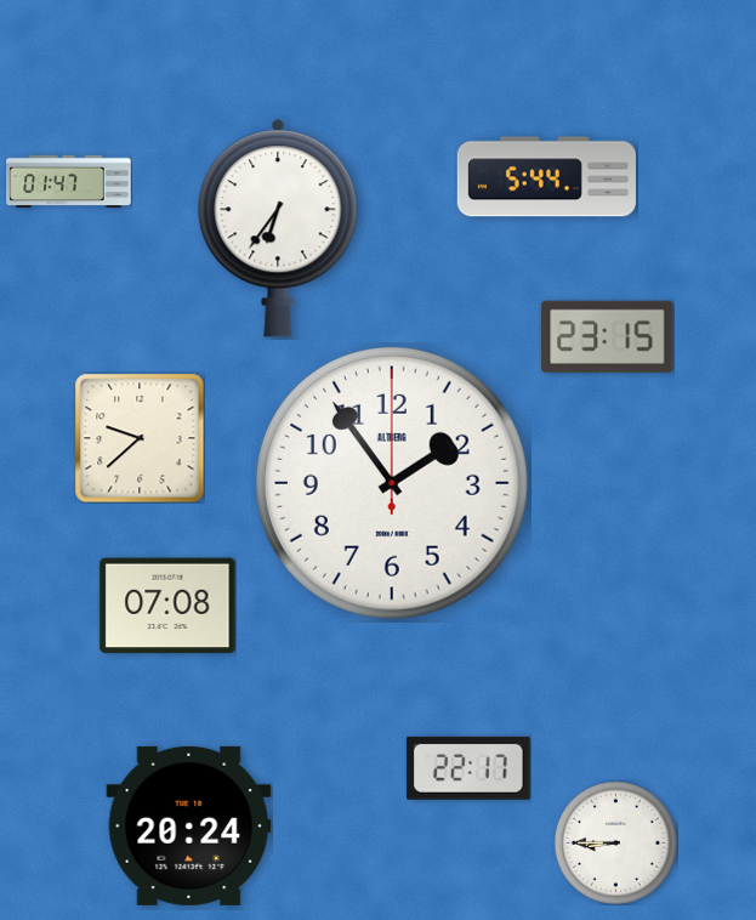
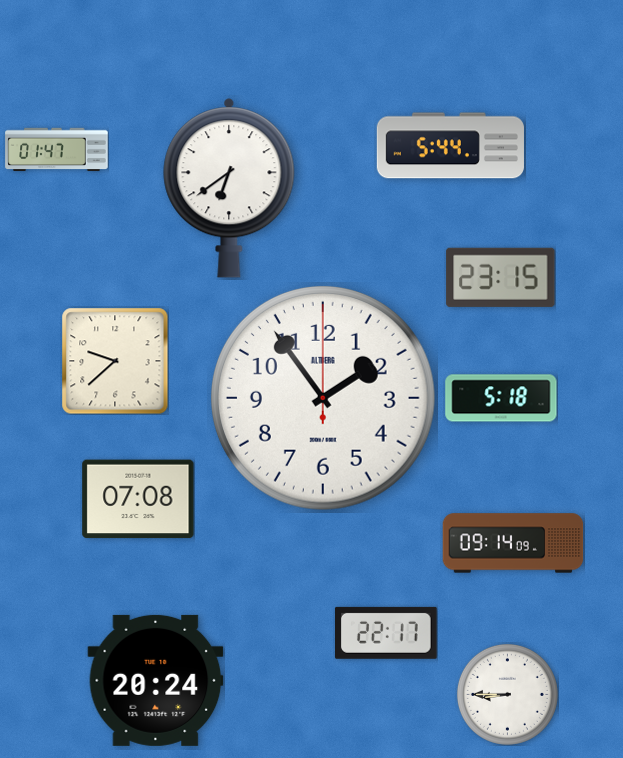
clock at (278, 228): 6:36 -> 6:39
clock at (501, 398): none -> 5:18
clock at (513, 543): none -> 09:14
